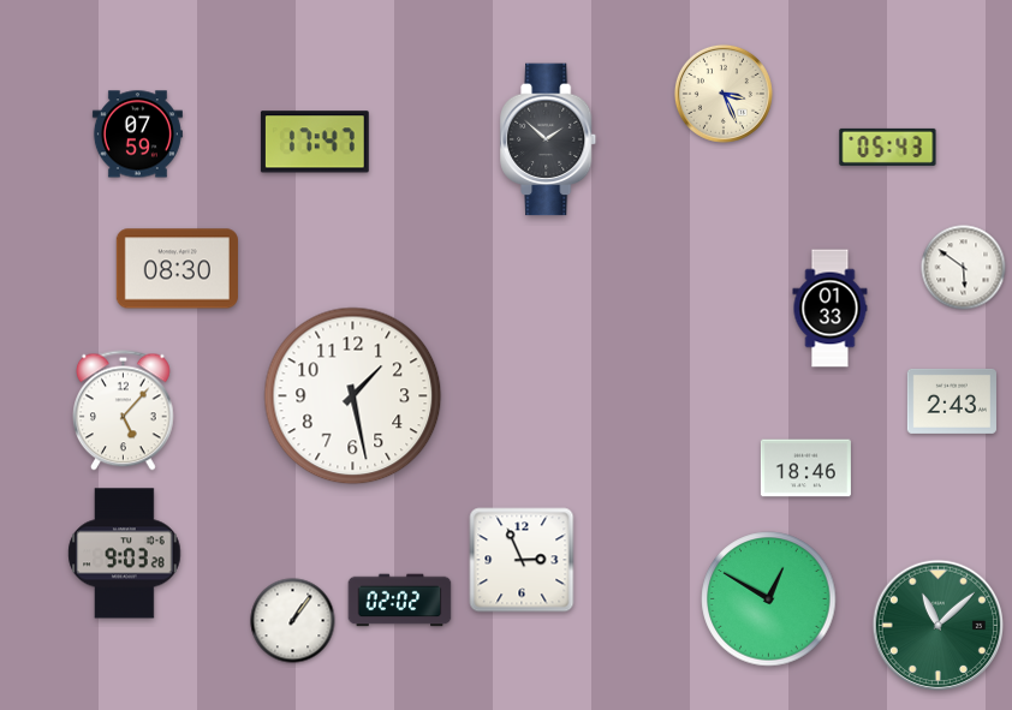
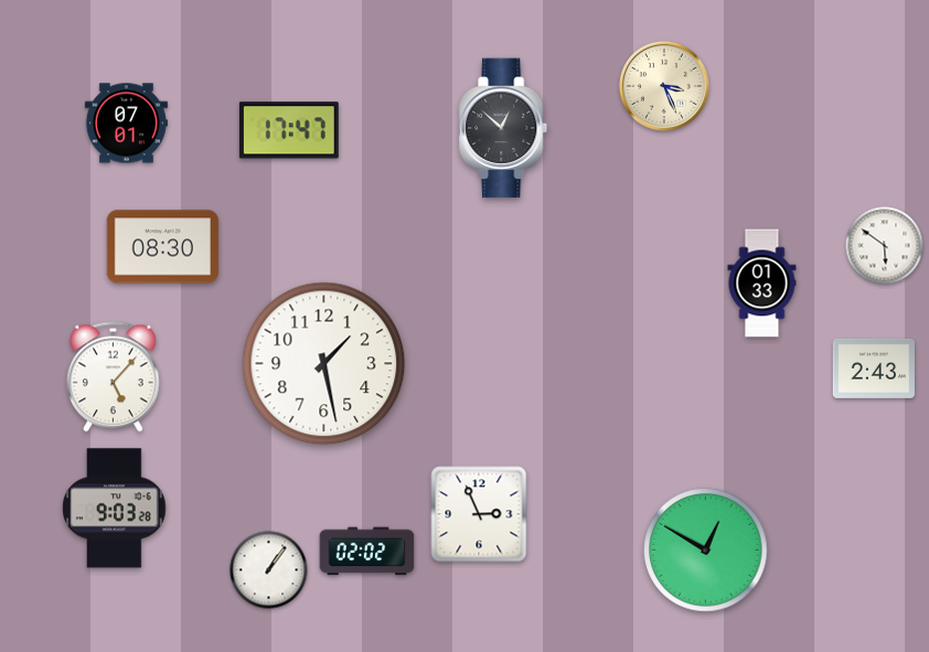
clock at (137, 135): 07:59 -> 07:01
clock at (549, 139): 1:52 -> 12:52
clock at (888, 147): 05:43 -> none
clock at (805, 469): 18:46 -> none
clock at (939, 626): 11:08 -> none
